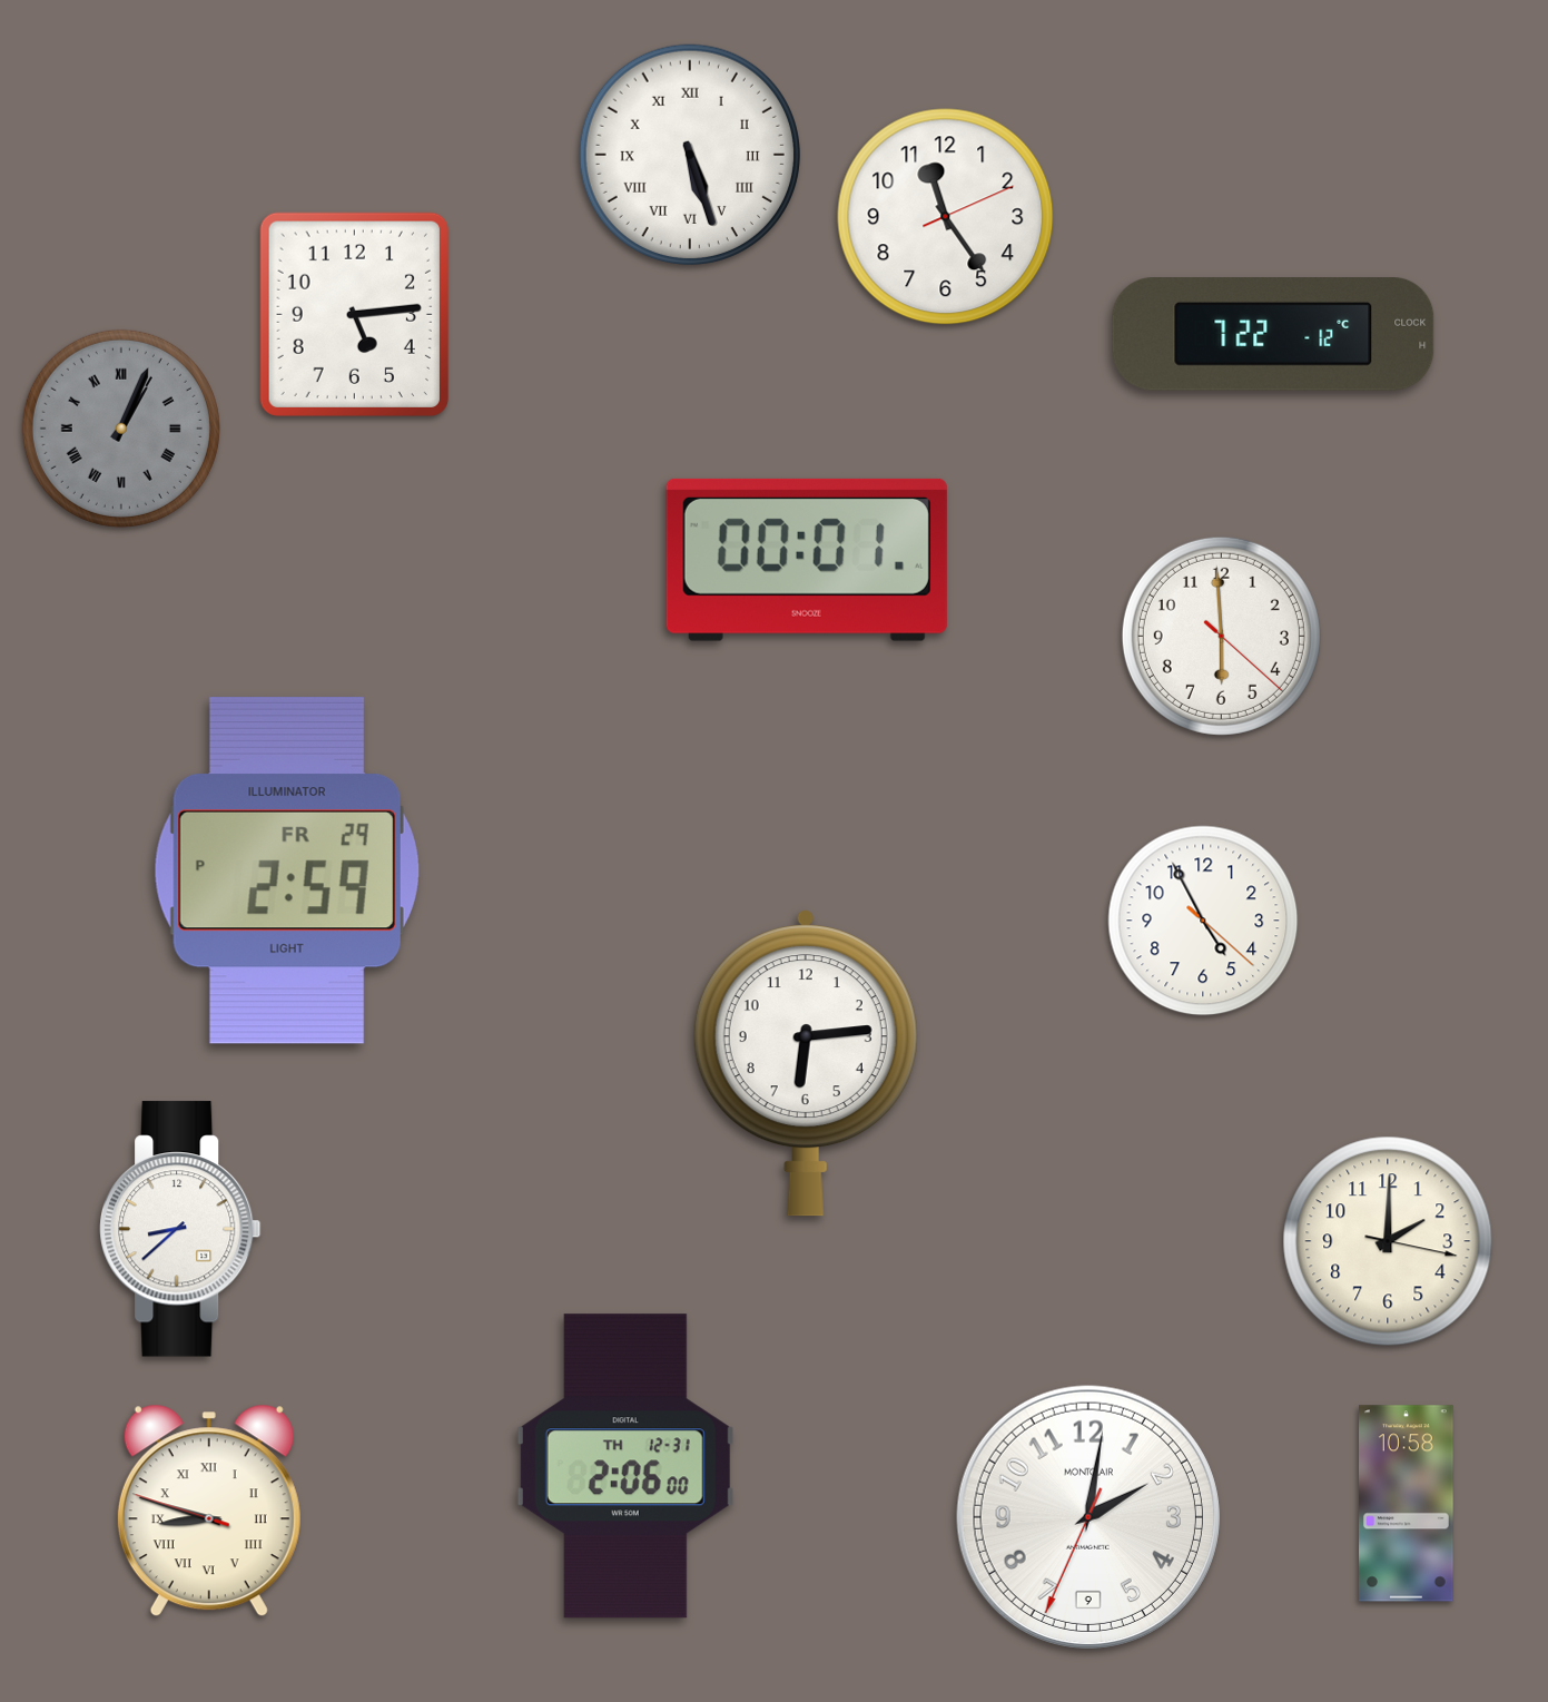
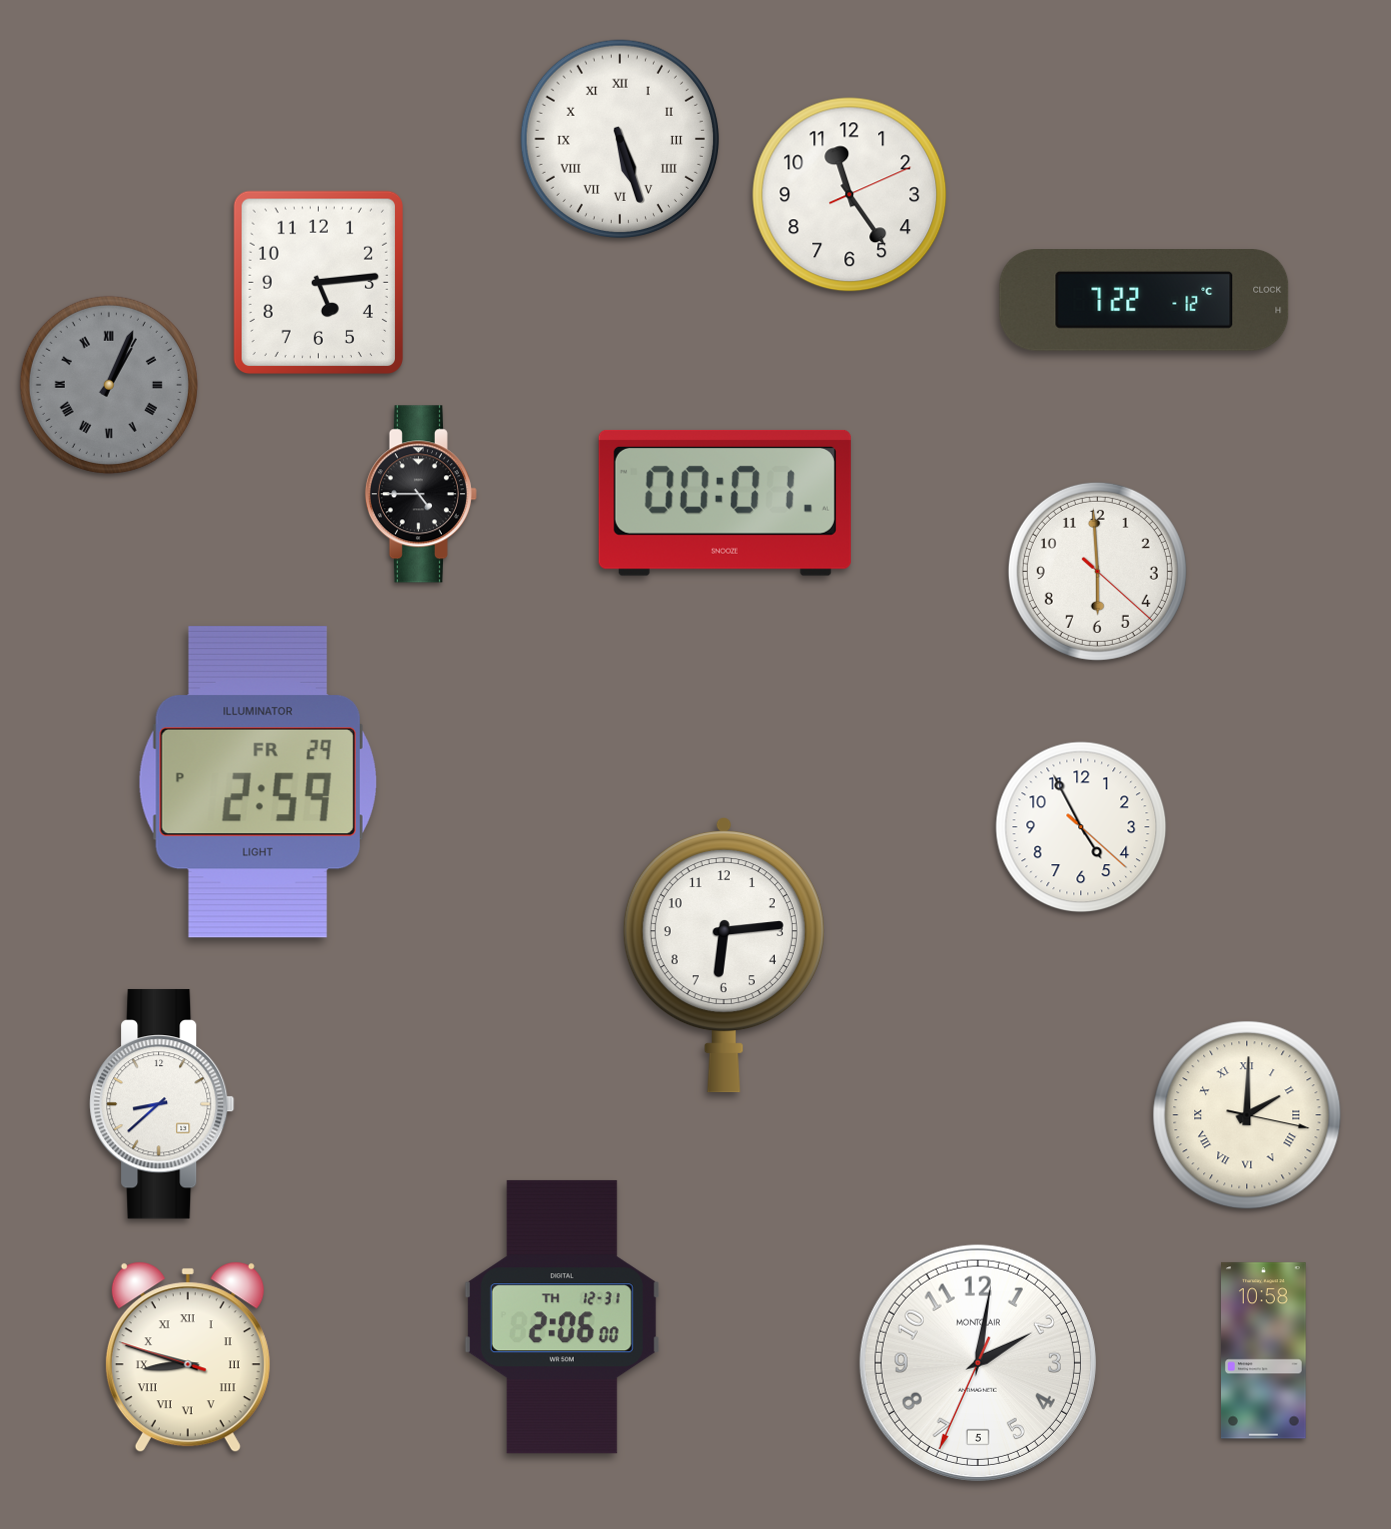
clock at (421, 494): none -> 4:45
clock at (1388, 1241) numerals: Arabic -> Roman
clock at (1088, 1517) date: 9 -> 5
